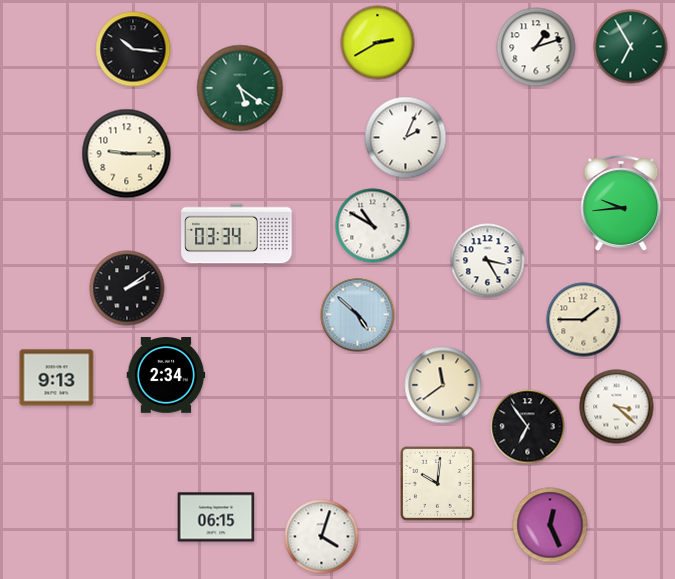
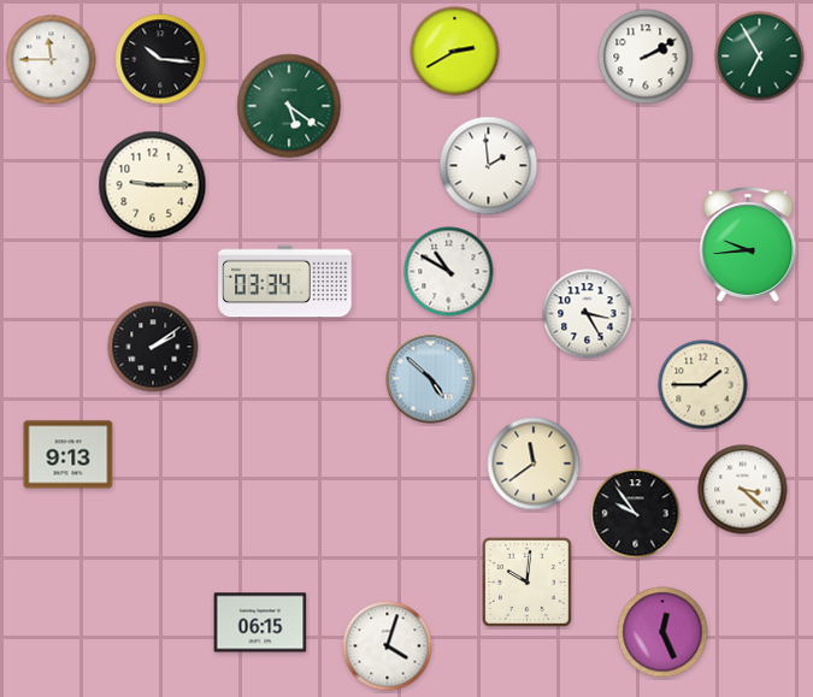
clock at (536, 47): 1:12 -> 2:10
clock at (52, 60): none -> 11:45
clock at (406, 138): 2:04 -> 1:59
clock at (166, 375): 2:34 -> none
clock at (528, 427): 6:54 -> 9:54
